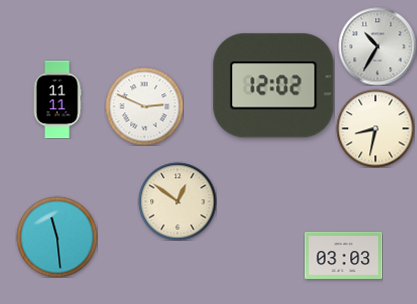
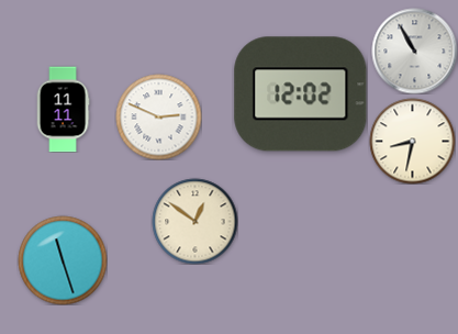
clock at (377, 46): 10:35 -> 10:55
clock at (57, 237): 11:29 -> 11:27
clock at (343, 255): 03:03 -> none
